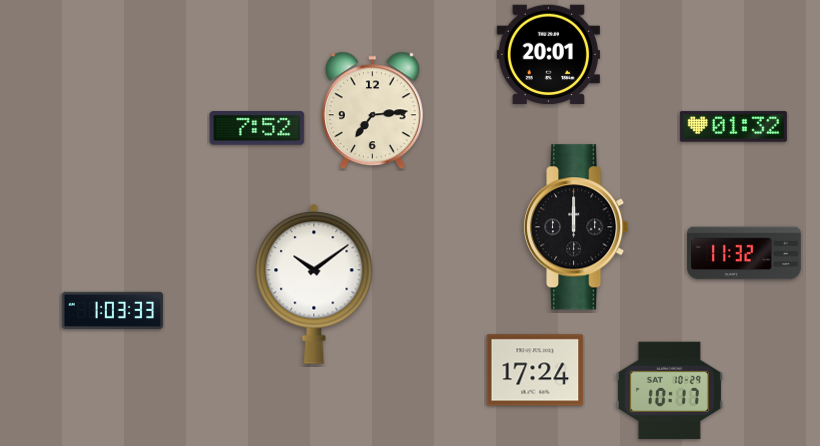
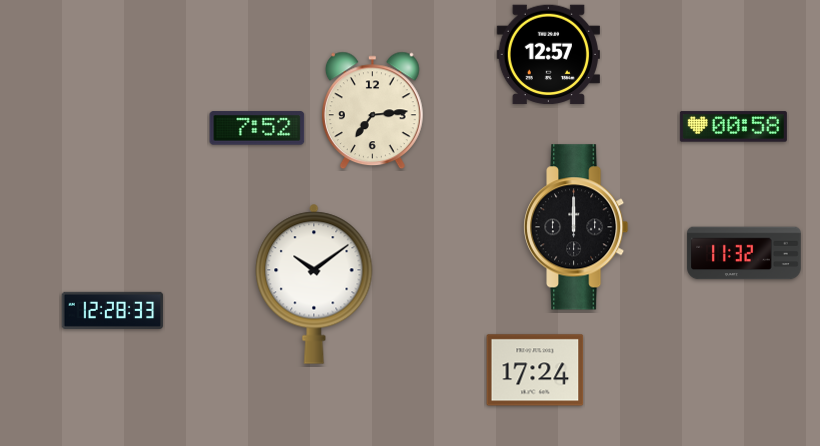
clock at (548, 55): 20:01 -> 12:57
clock at (733, 127): 01:32 -> 00:58
clock at (113, 310): 1:03 -> 12:28
clock at (669, 391): 10:17 -> none
